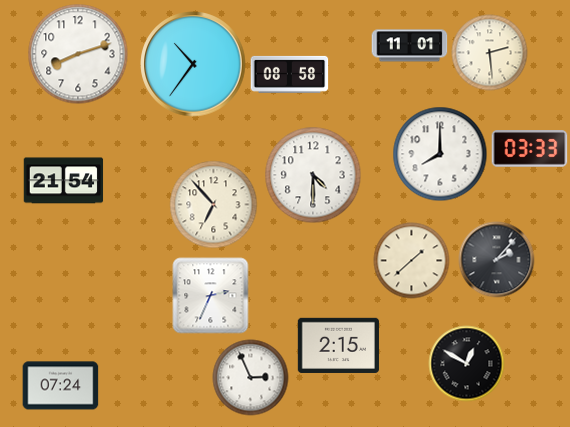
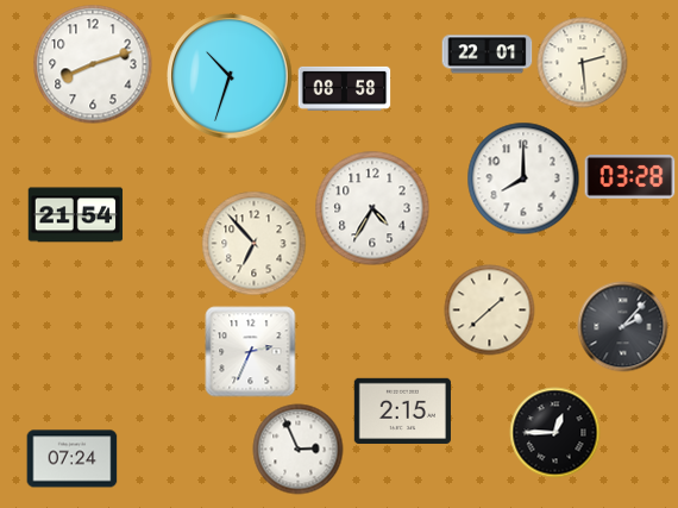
clock at (410, 46): 11:01 -> 22:01
clock at (193, 64): 10:36 -> 10:33
clock at (530, 149): 03:33 -> 03:28
clock at (440, 154) position: (440, 154) -> (523, 178)
clock at (313, 175): 4:30 -> 4:35
clock at (497, 260) position: (497, 260) -> (623, 327)
clock at (467, 364): 12:50 -> 12:45
